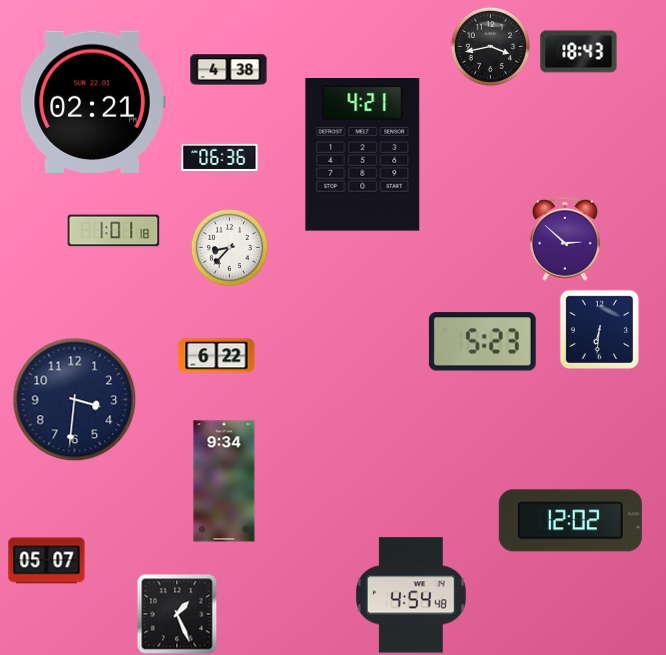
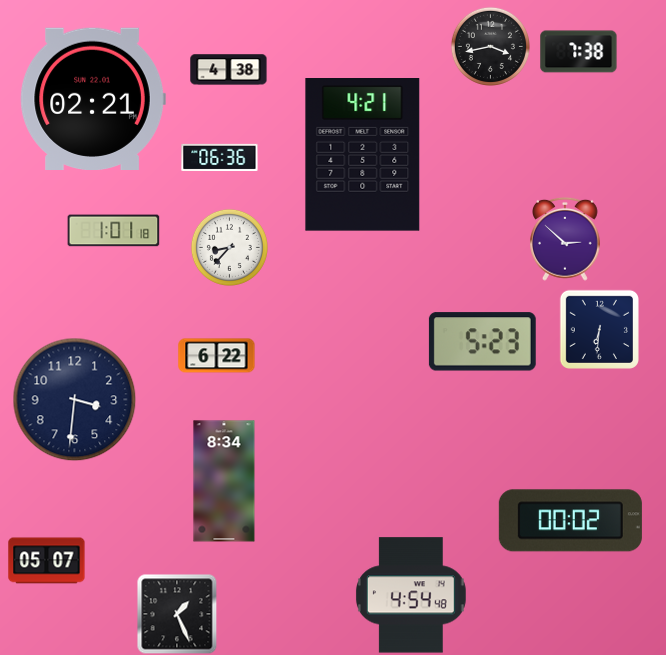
clock at (579, 52): 18:43 -> 7:38
clock at (93, 101) position: (93, 101) -> (93, 98)
clock at (224, 481): 9:34 -> 8:34
clock at (570, 521): 12:02 -> 00:02
